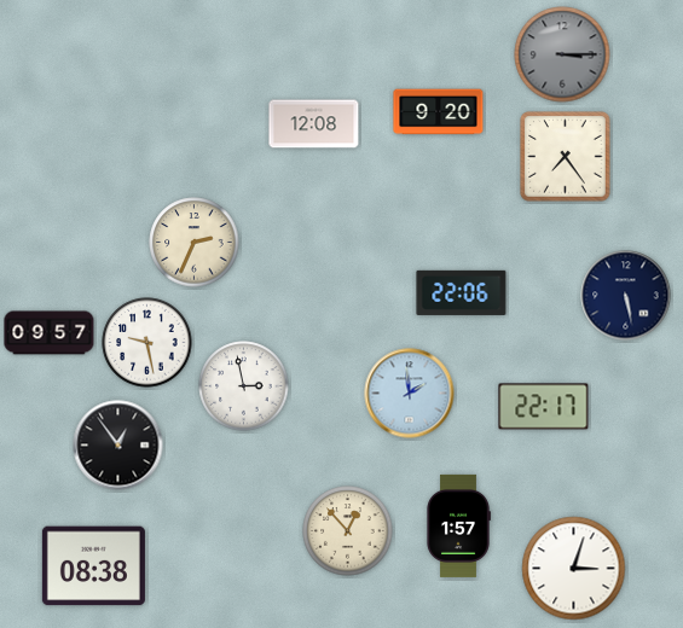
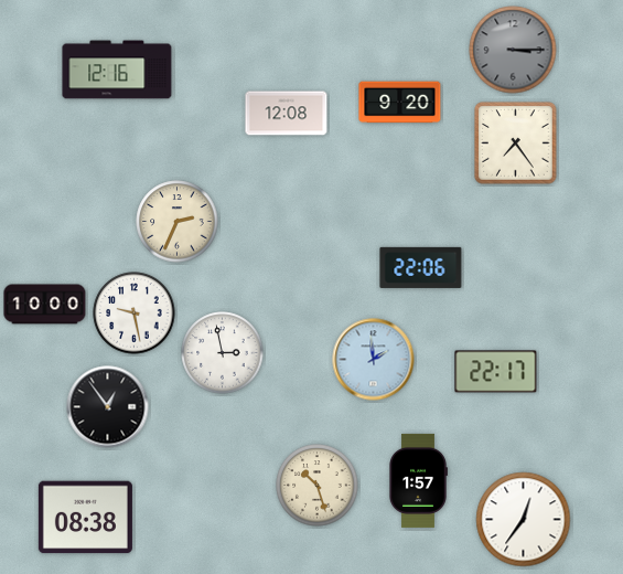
clock at (117, 70): none -> 12:16
clock at (626, 296): 5:28 -> none
clock at (50, 333): 09:57 -> 10:00
clock at (348, 531): 12:53 -> 10:27
clock at (574, 569): 3:03 -> 12:36
